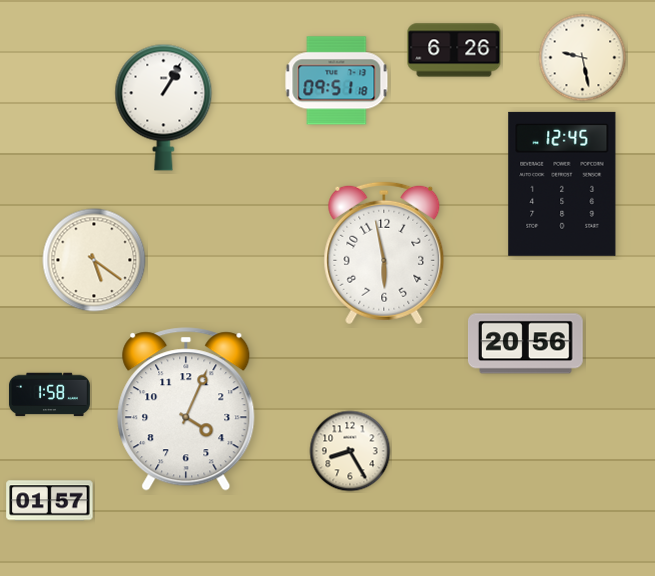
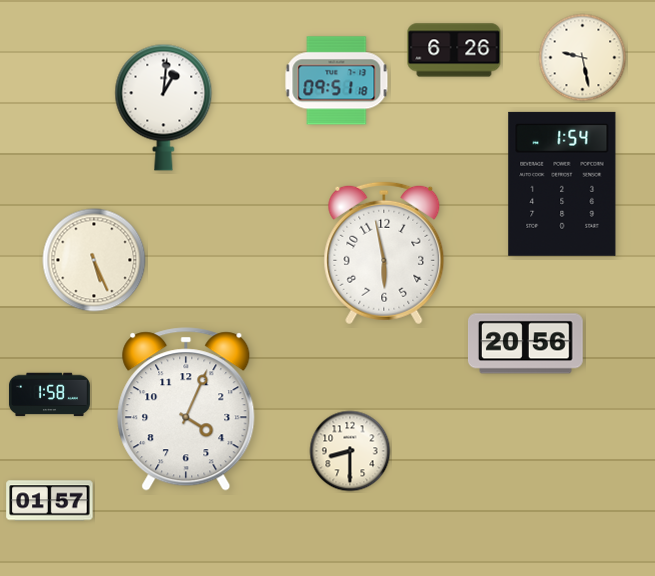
clock at (164, 107): 1:05 -> 1:01
clock at (562, 184): 12:45 -> 1:54
clock at (94, 260): 5:21 -> 5:26
clock at (350, 451): 8:25 -> 8:30
